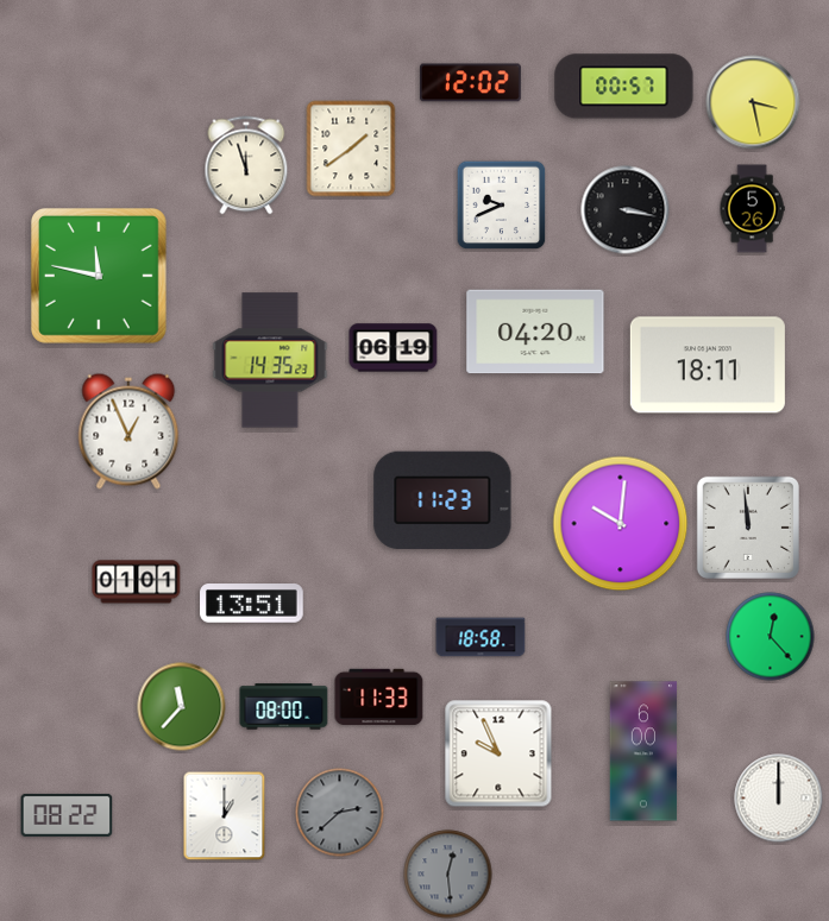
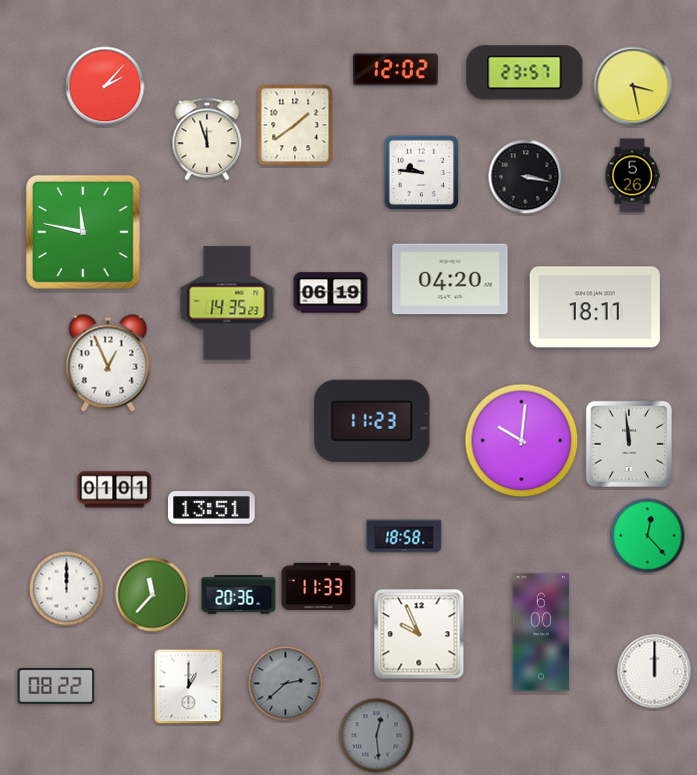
clock at (624, 87): 00:57 -> 23:57
clock at (105, 86): none -> 2:07
clock at (502, 206): 9:41 -> 9:46
clock at (67, 589): none -> 12:00
clock at (284, 707): 08:00 -> 20:36
